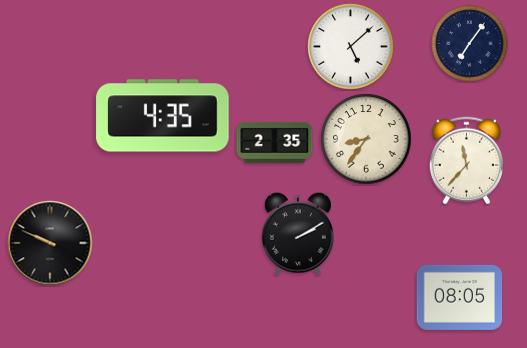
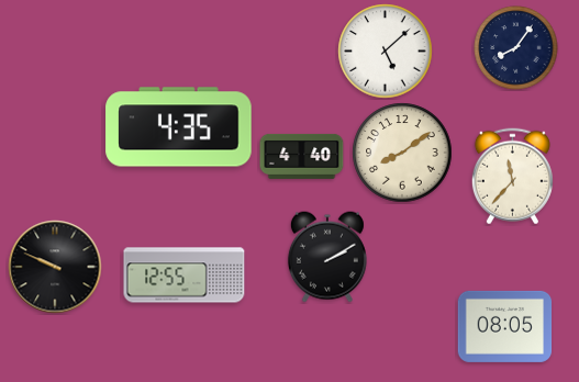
clock at (470, 44): 7:06 -> 8:06
clock at (366, 139): 8:36 -> 8:09
clock at (275, 142): 2:35 -> 4:40
clock at (185, 276): none -> 12:55
